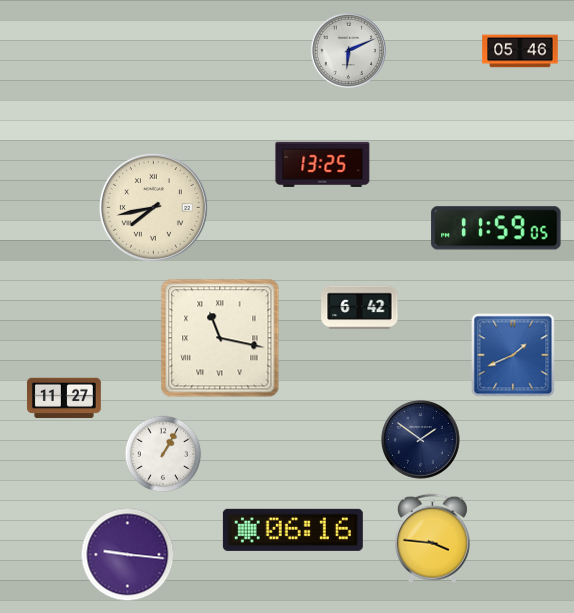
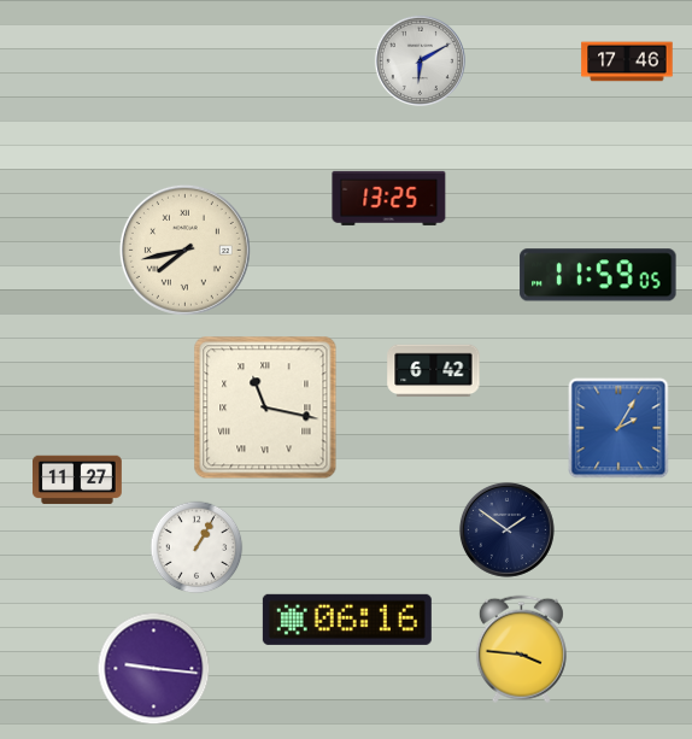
clock at (348, 50): 6:11 -> 6:10
clock at (520, 51): 05:46 -> 17:46
clock at (513, 355): 1:41 -> 2:05
clock at (293, 530) position: (293, 530) -> (347, 620)
